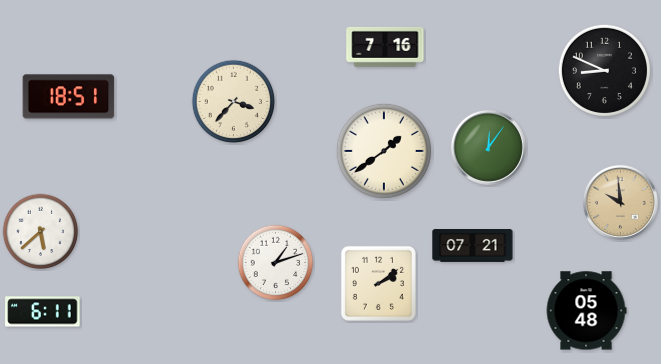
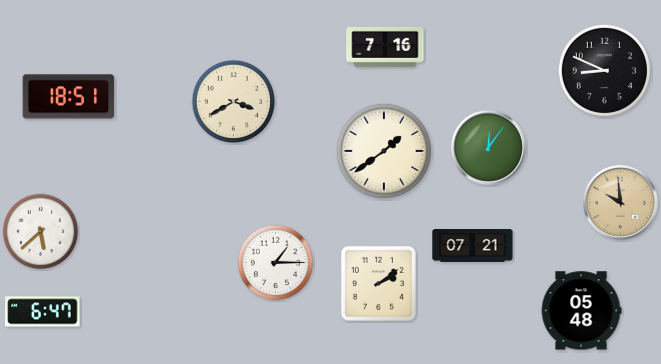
clock at (234, 102): 3:37 -> 3:40
clock at (276, 263): 1:12 -> 1:15
clock at (586, 311) position: (586, 311) -> (581, 311)
clock at (43, 312): 6:11 -> 6:47
